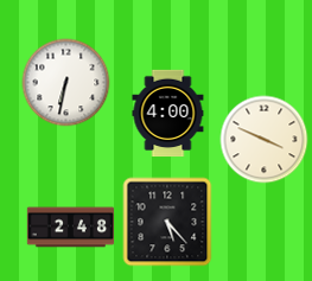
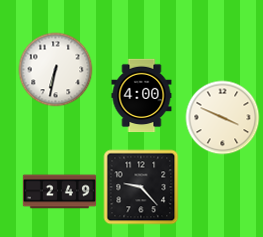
clock at (167, 222): 5:23 -> 9:23
clock at (71, 228): 2:48 -> 2:49
